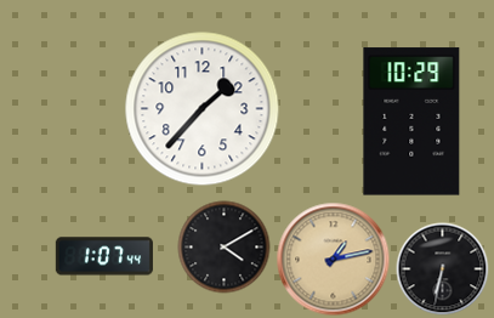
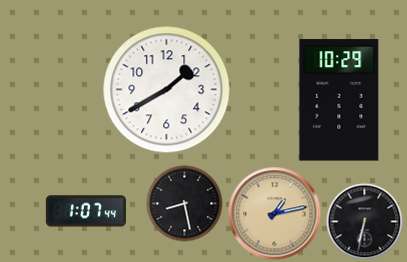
clock at (203, 109): 1:37 -> 1:40
clock at (225, 248): 4:10 -> 8:28
